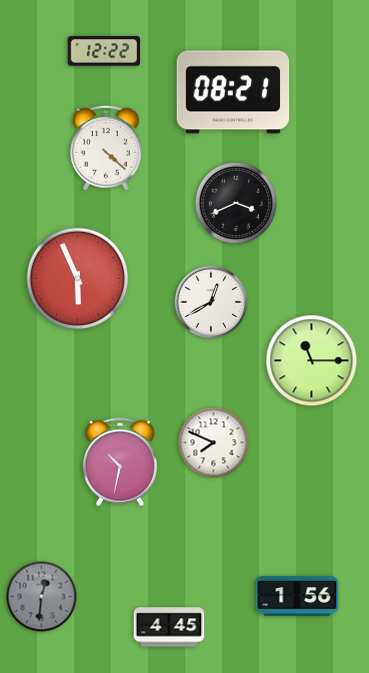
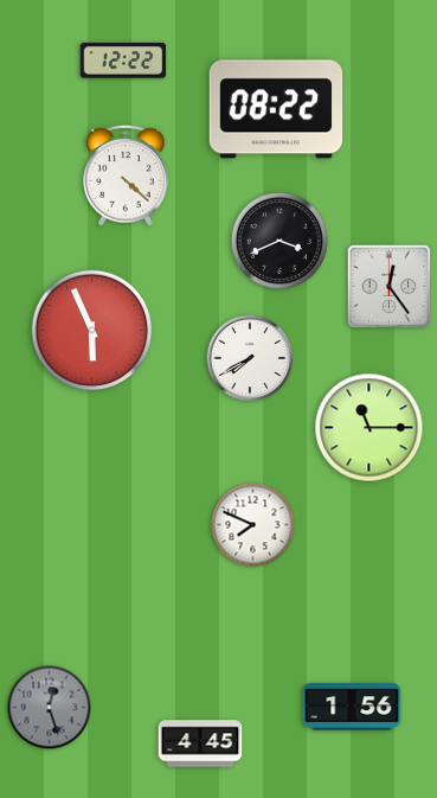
clock at (233, 92): 08:21 -> 08:22
clock at (390, 287): none -> 12:24
clock at (211, 302): 12:40 -> 7:40
clock at (120, 462): 10:32 -> none
clock at (42, 597): 12:31 -> 12:27
